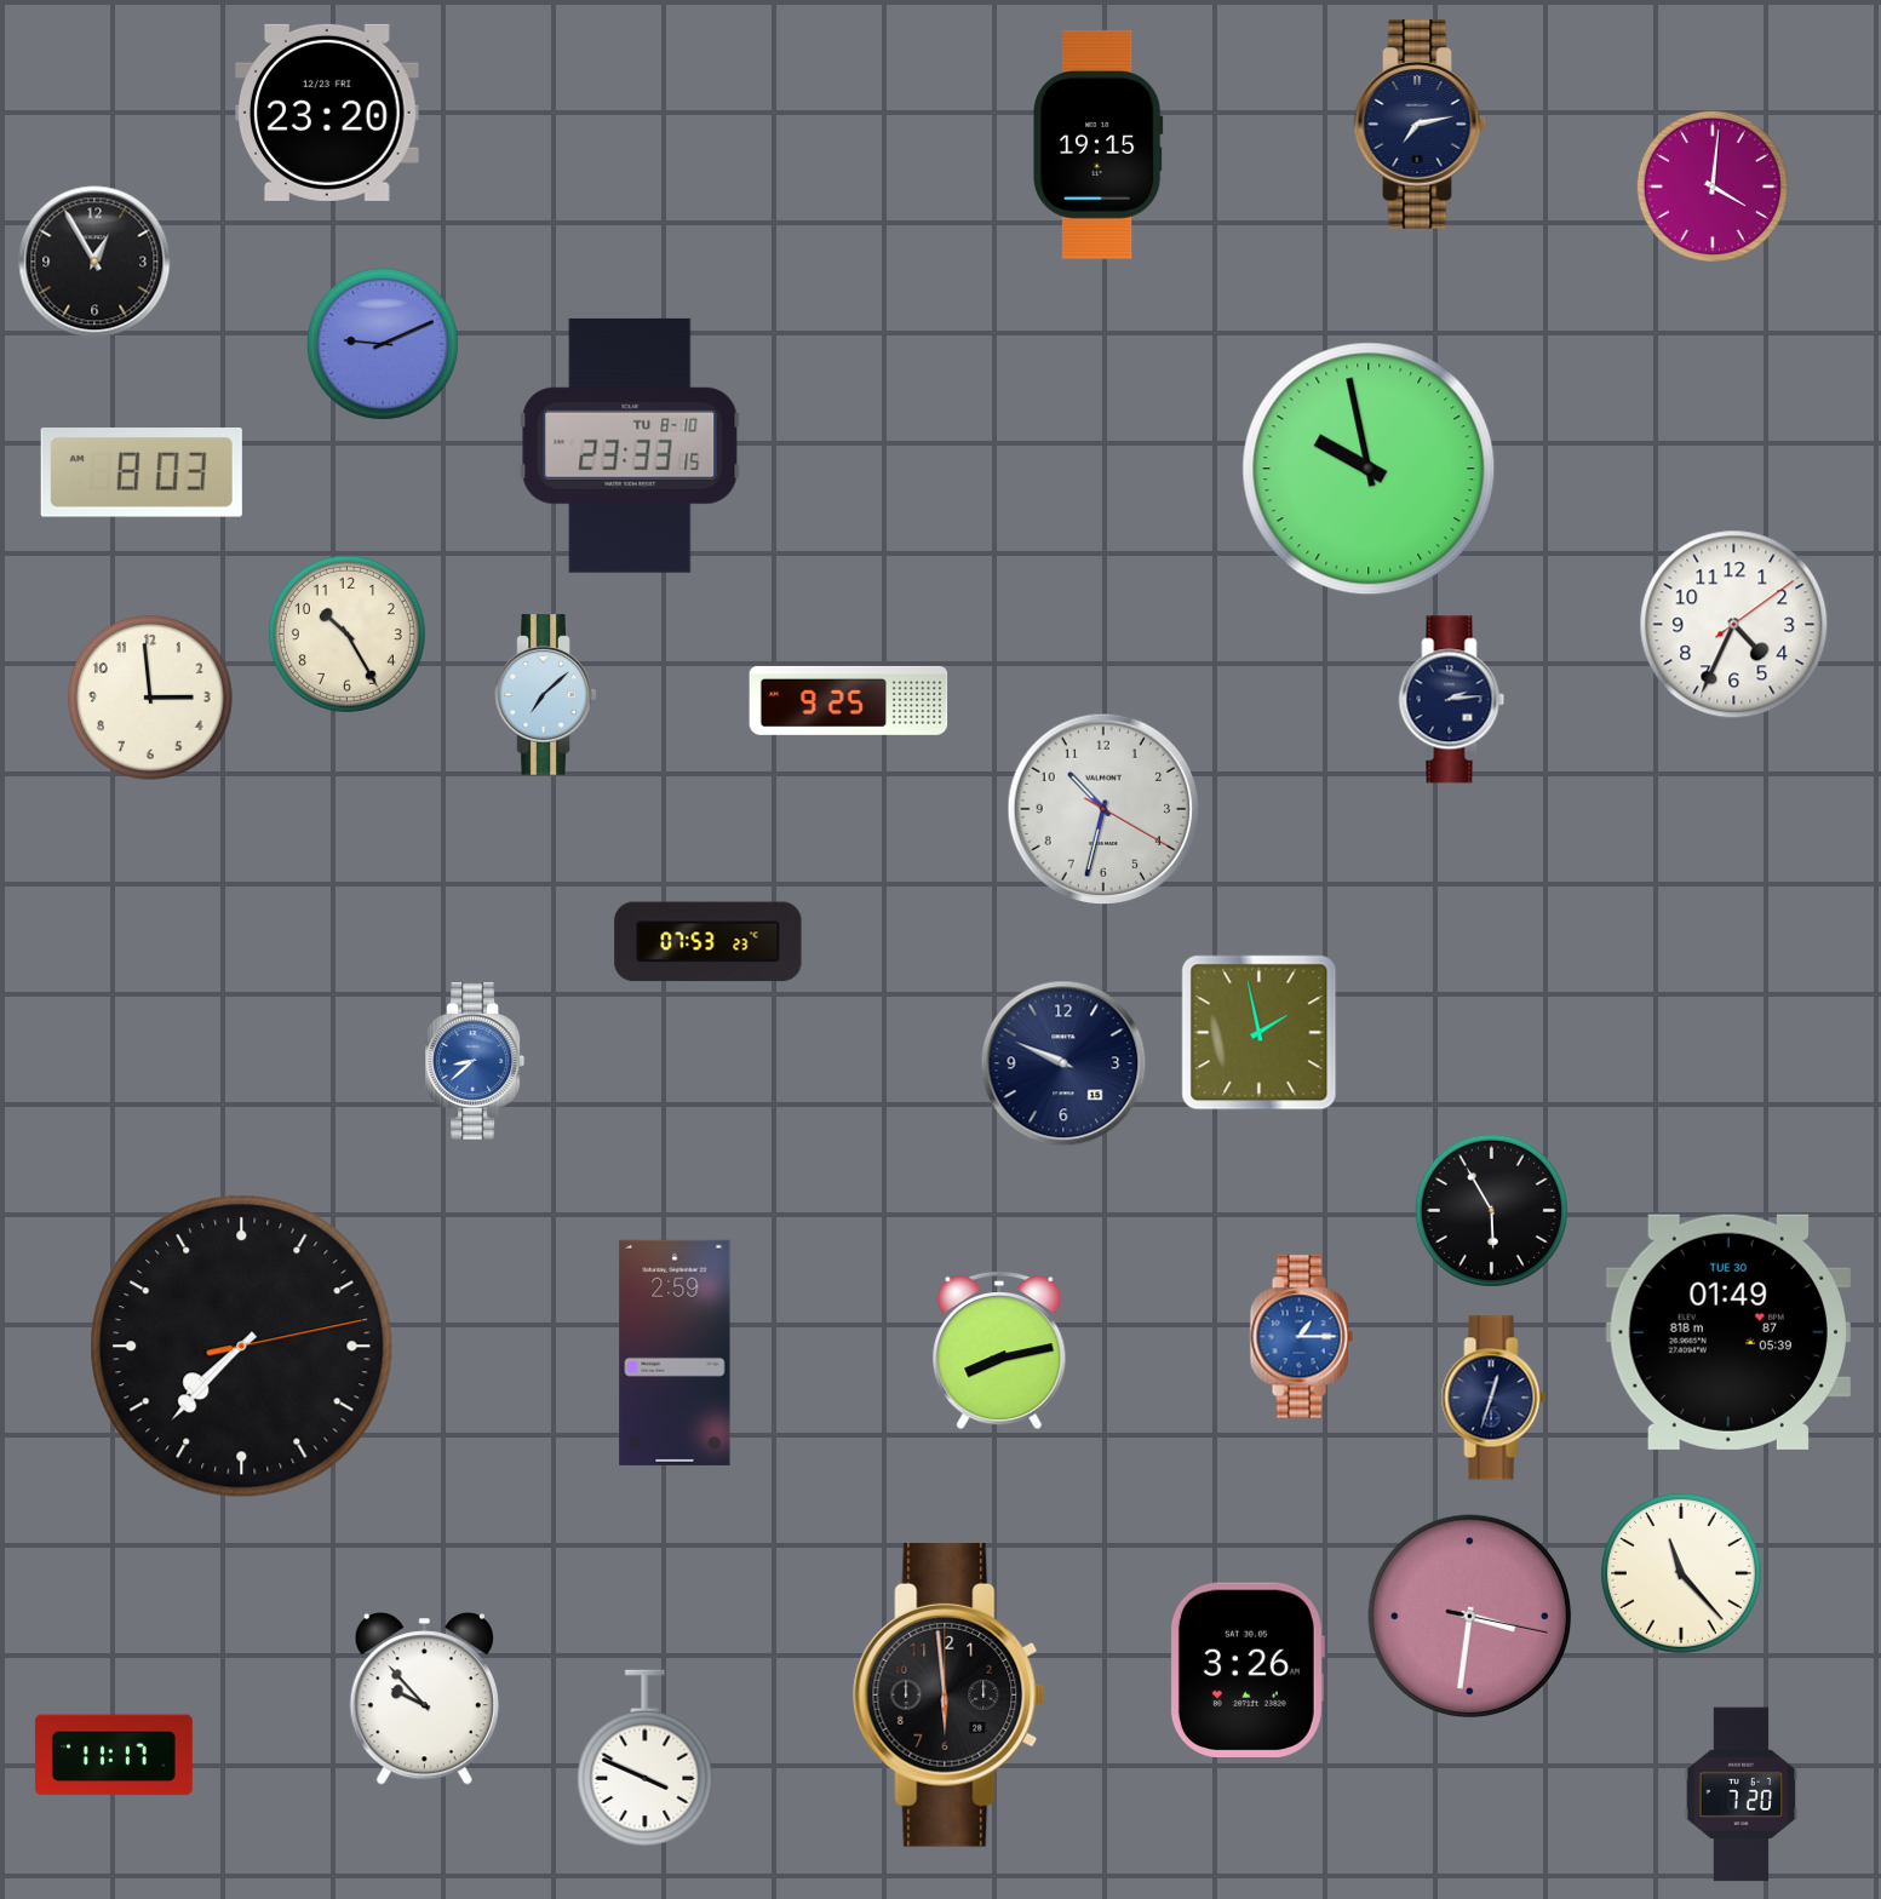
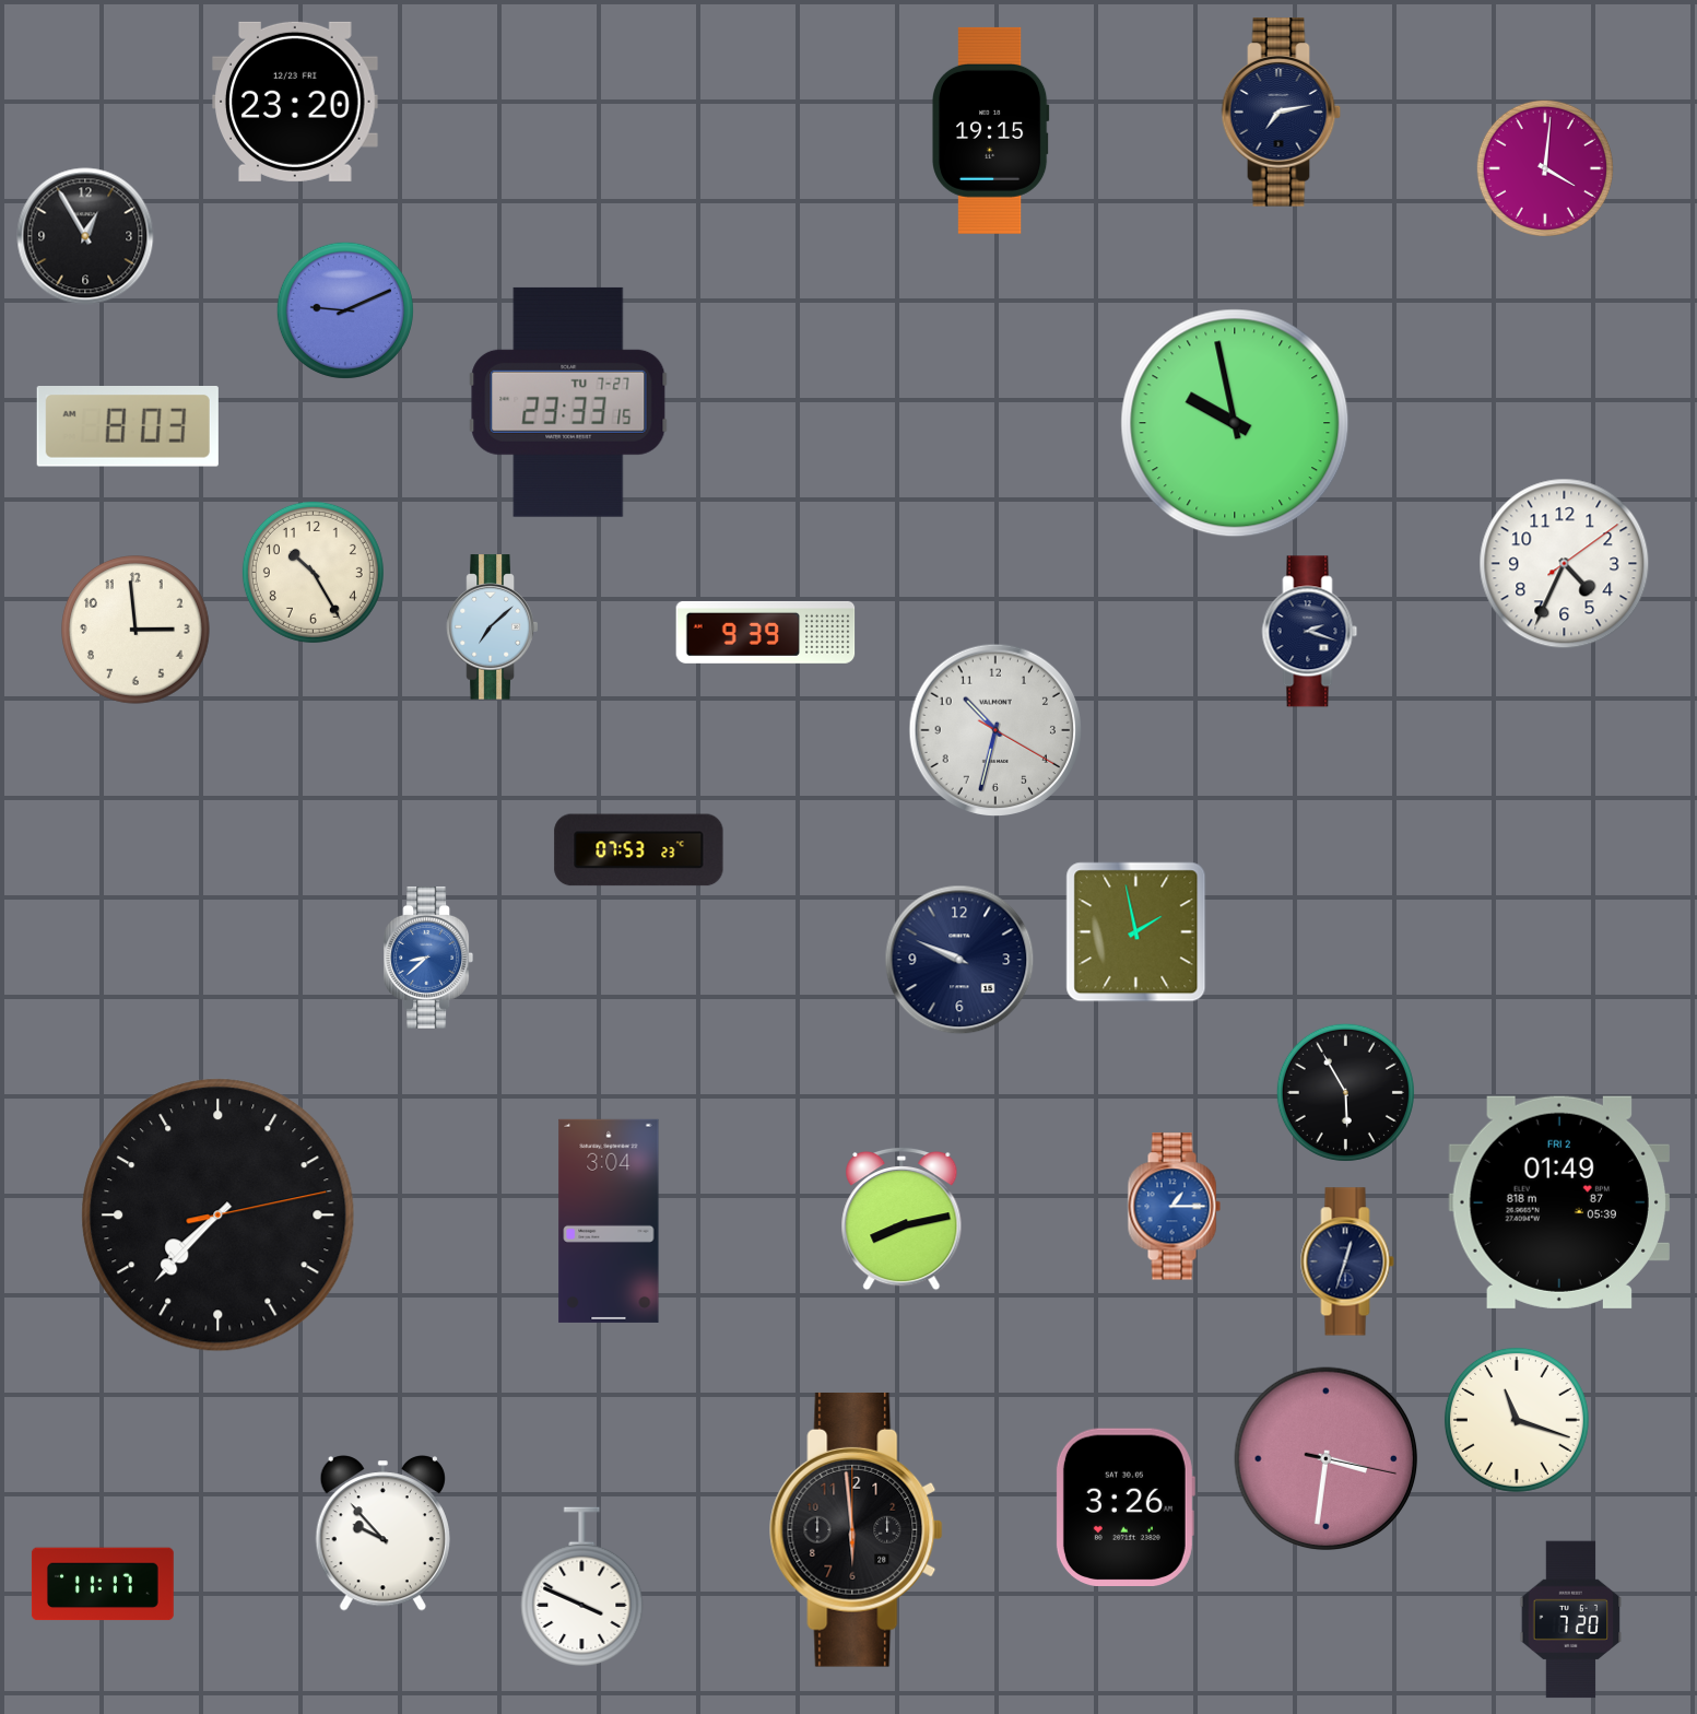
clock at (630, 446) date: TU 8-10 -> TU 7-27
clock at (849, 700): 9:25 -> 9:39
clock at (1452, 700): 2:14 -> 2:18
clock at (1728, 1332) date: TUE 30 -> FRI 2
clock at (675, 1353): 2:59 -> 3:04
clock at (1681, 1573): 11:23 -> 11:18
